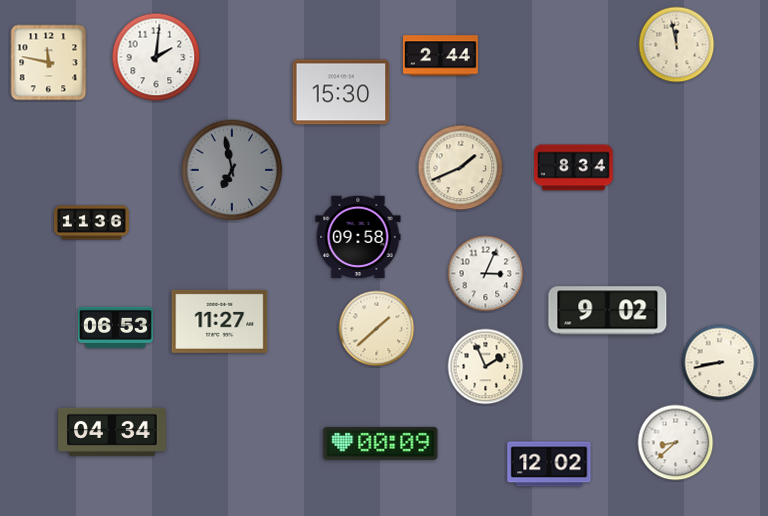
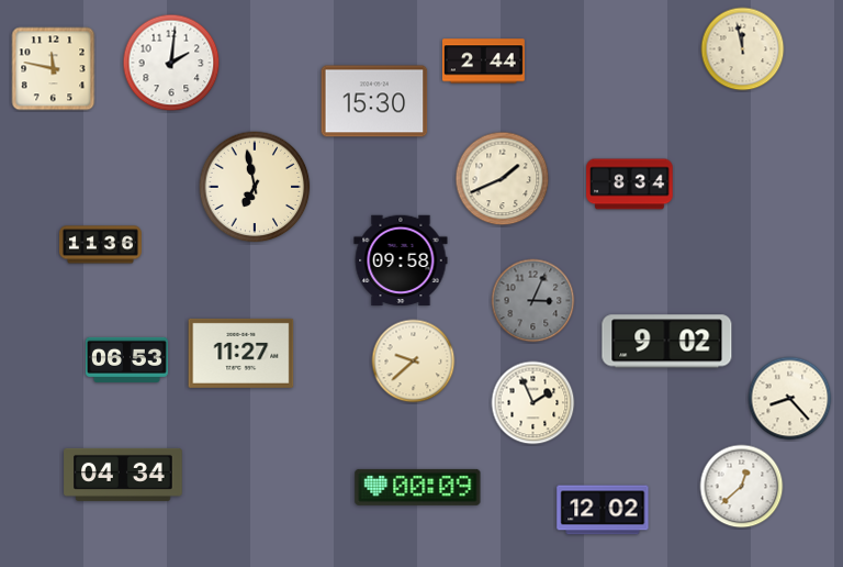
clock at (461, 168) position: (461, 168) -> (503, 179)
clock at (232, 170) dial: grey -> cream
clock at (358, 237) position: (358, 237) -> (401, 260)
clock at (486, 274) dial: white -> grey
clock at (377, 329): 1:38 -> 9:38
clock at (720, 363): 8:43 -> 8:23
clock at (676, 443): 8:38 -> 12:38
